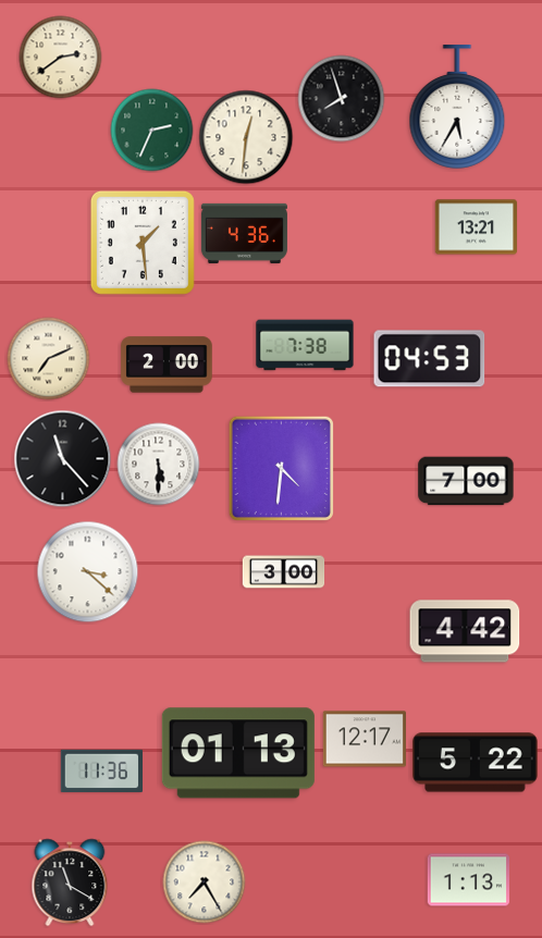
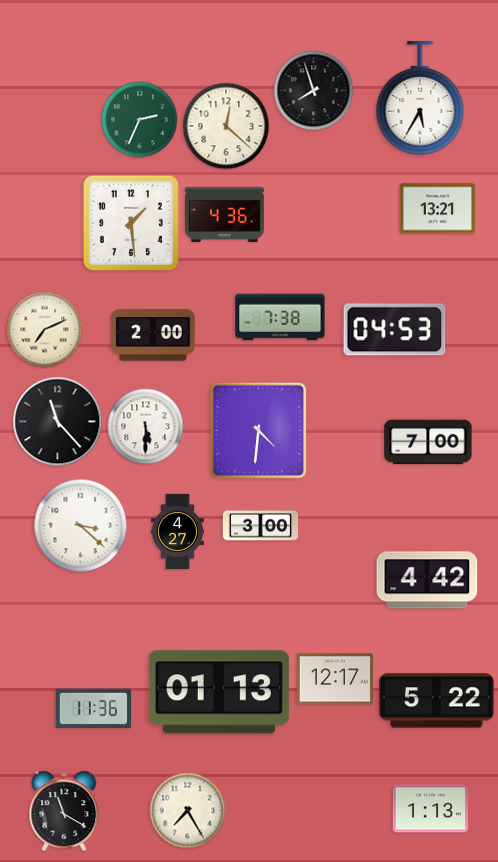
clock at (61, 58): 2:39 -> none
clock at (246, 137): 12:31 -> 12:22
clock at (177, 532): none -> 4:27
